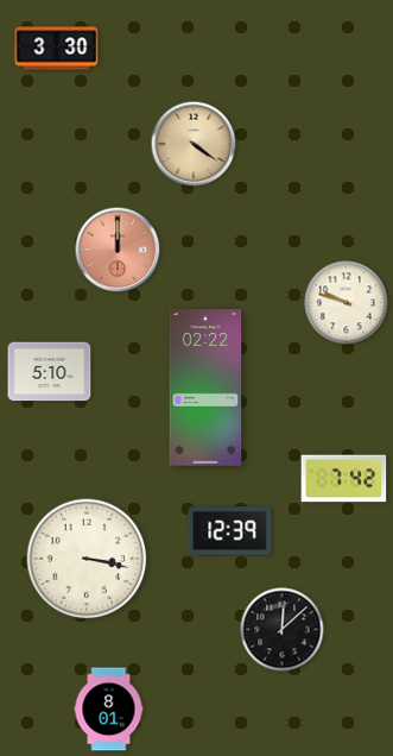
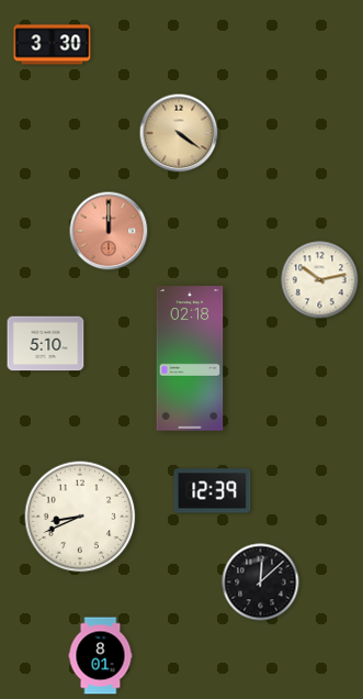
clock at (347, 303): 9:48 -> 10:13
clock at (205, 388): 02:22 -> 02:18
clock at (344, 479): 7:42 -> none
clock at (87, 559): 3:17 -> 8:41
